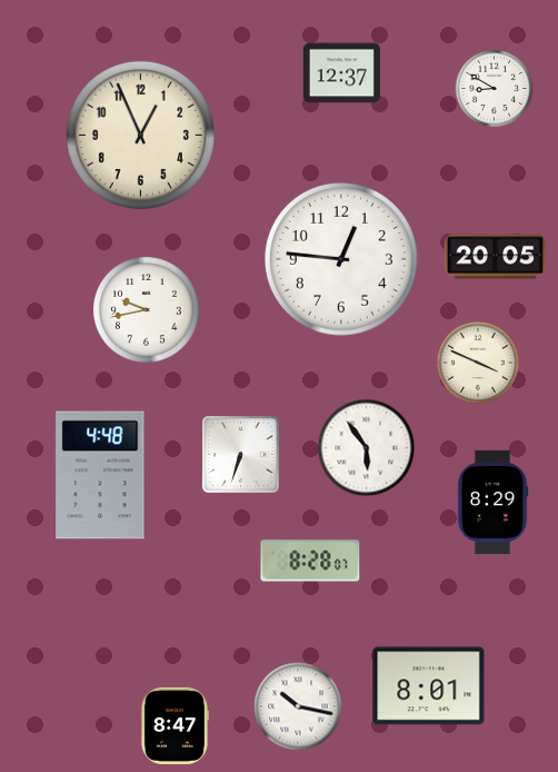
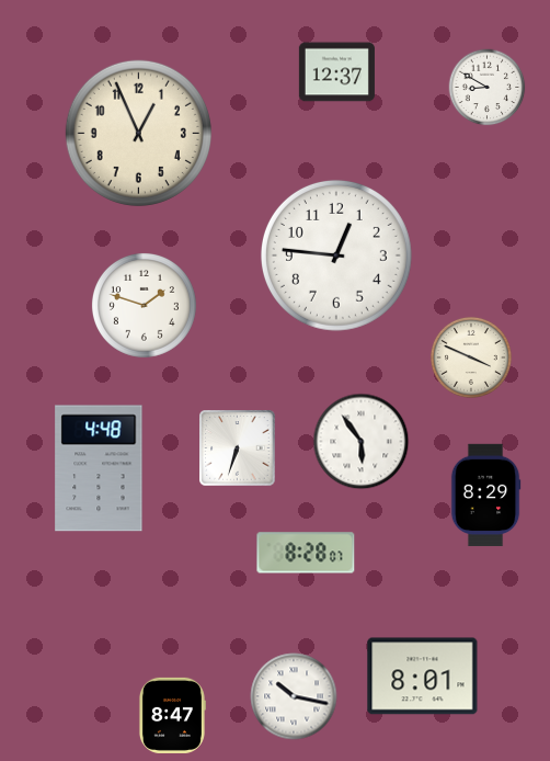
clock at (496, 257): 20:05 -> none
clock at (146, 309): 9:43 -> 1:48
